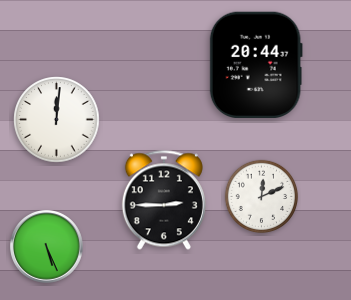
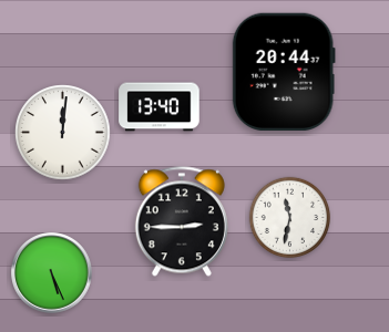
clock at (160, 107): none -> 13:40
clock at (262, 197): 12:11 -> 11:32
